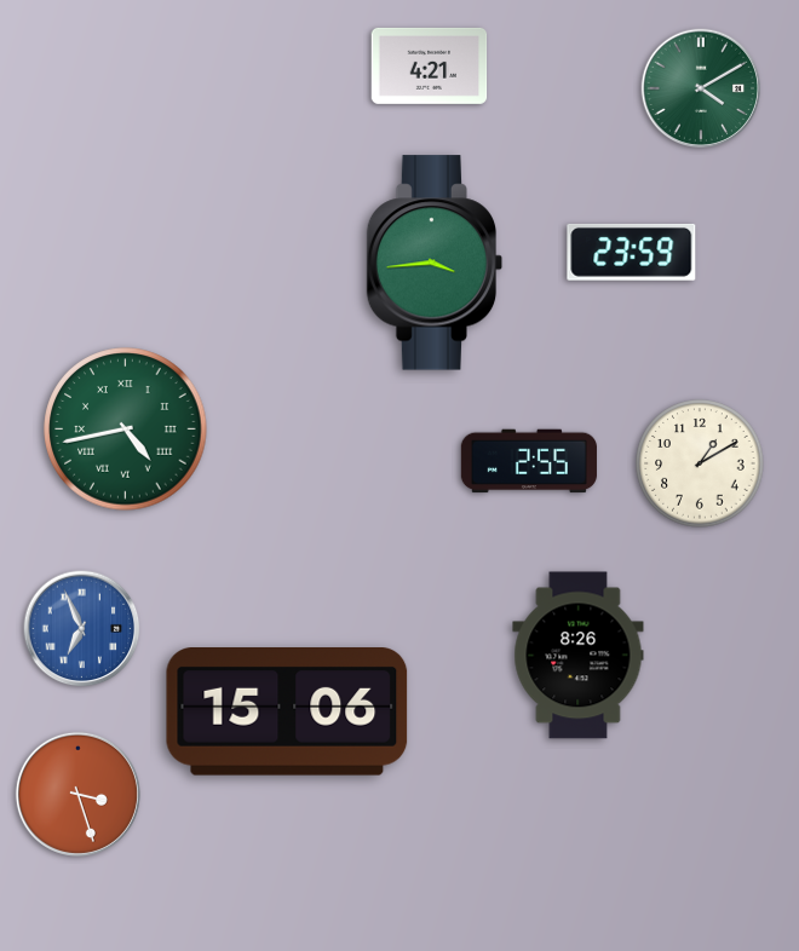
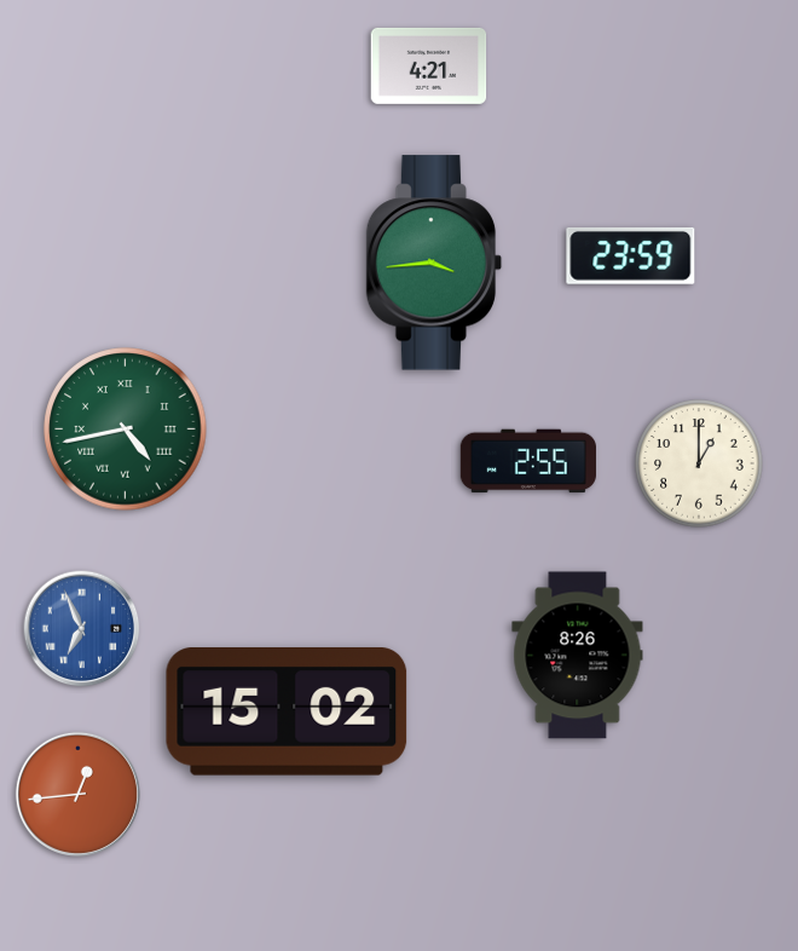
clock at (701, 88): 4:10 -> none
clock at (632, 252) position: (632, 252) -> (631, 255)
clock at (700, 463): 1:10 -> 1:00
clock at (287, 713): 15:06 -> 15:02
clock at (77, 794): 3:27 -> 12:44
